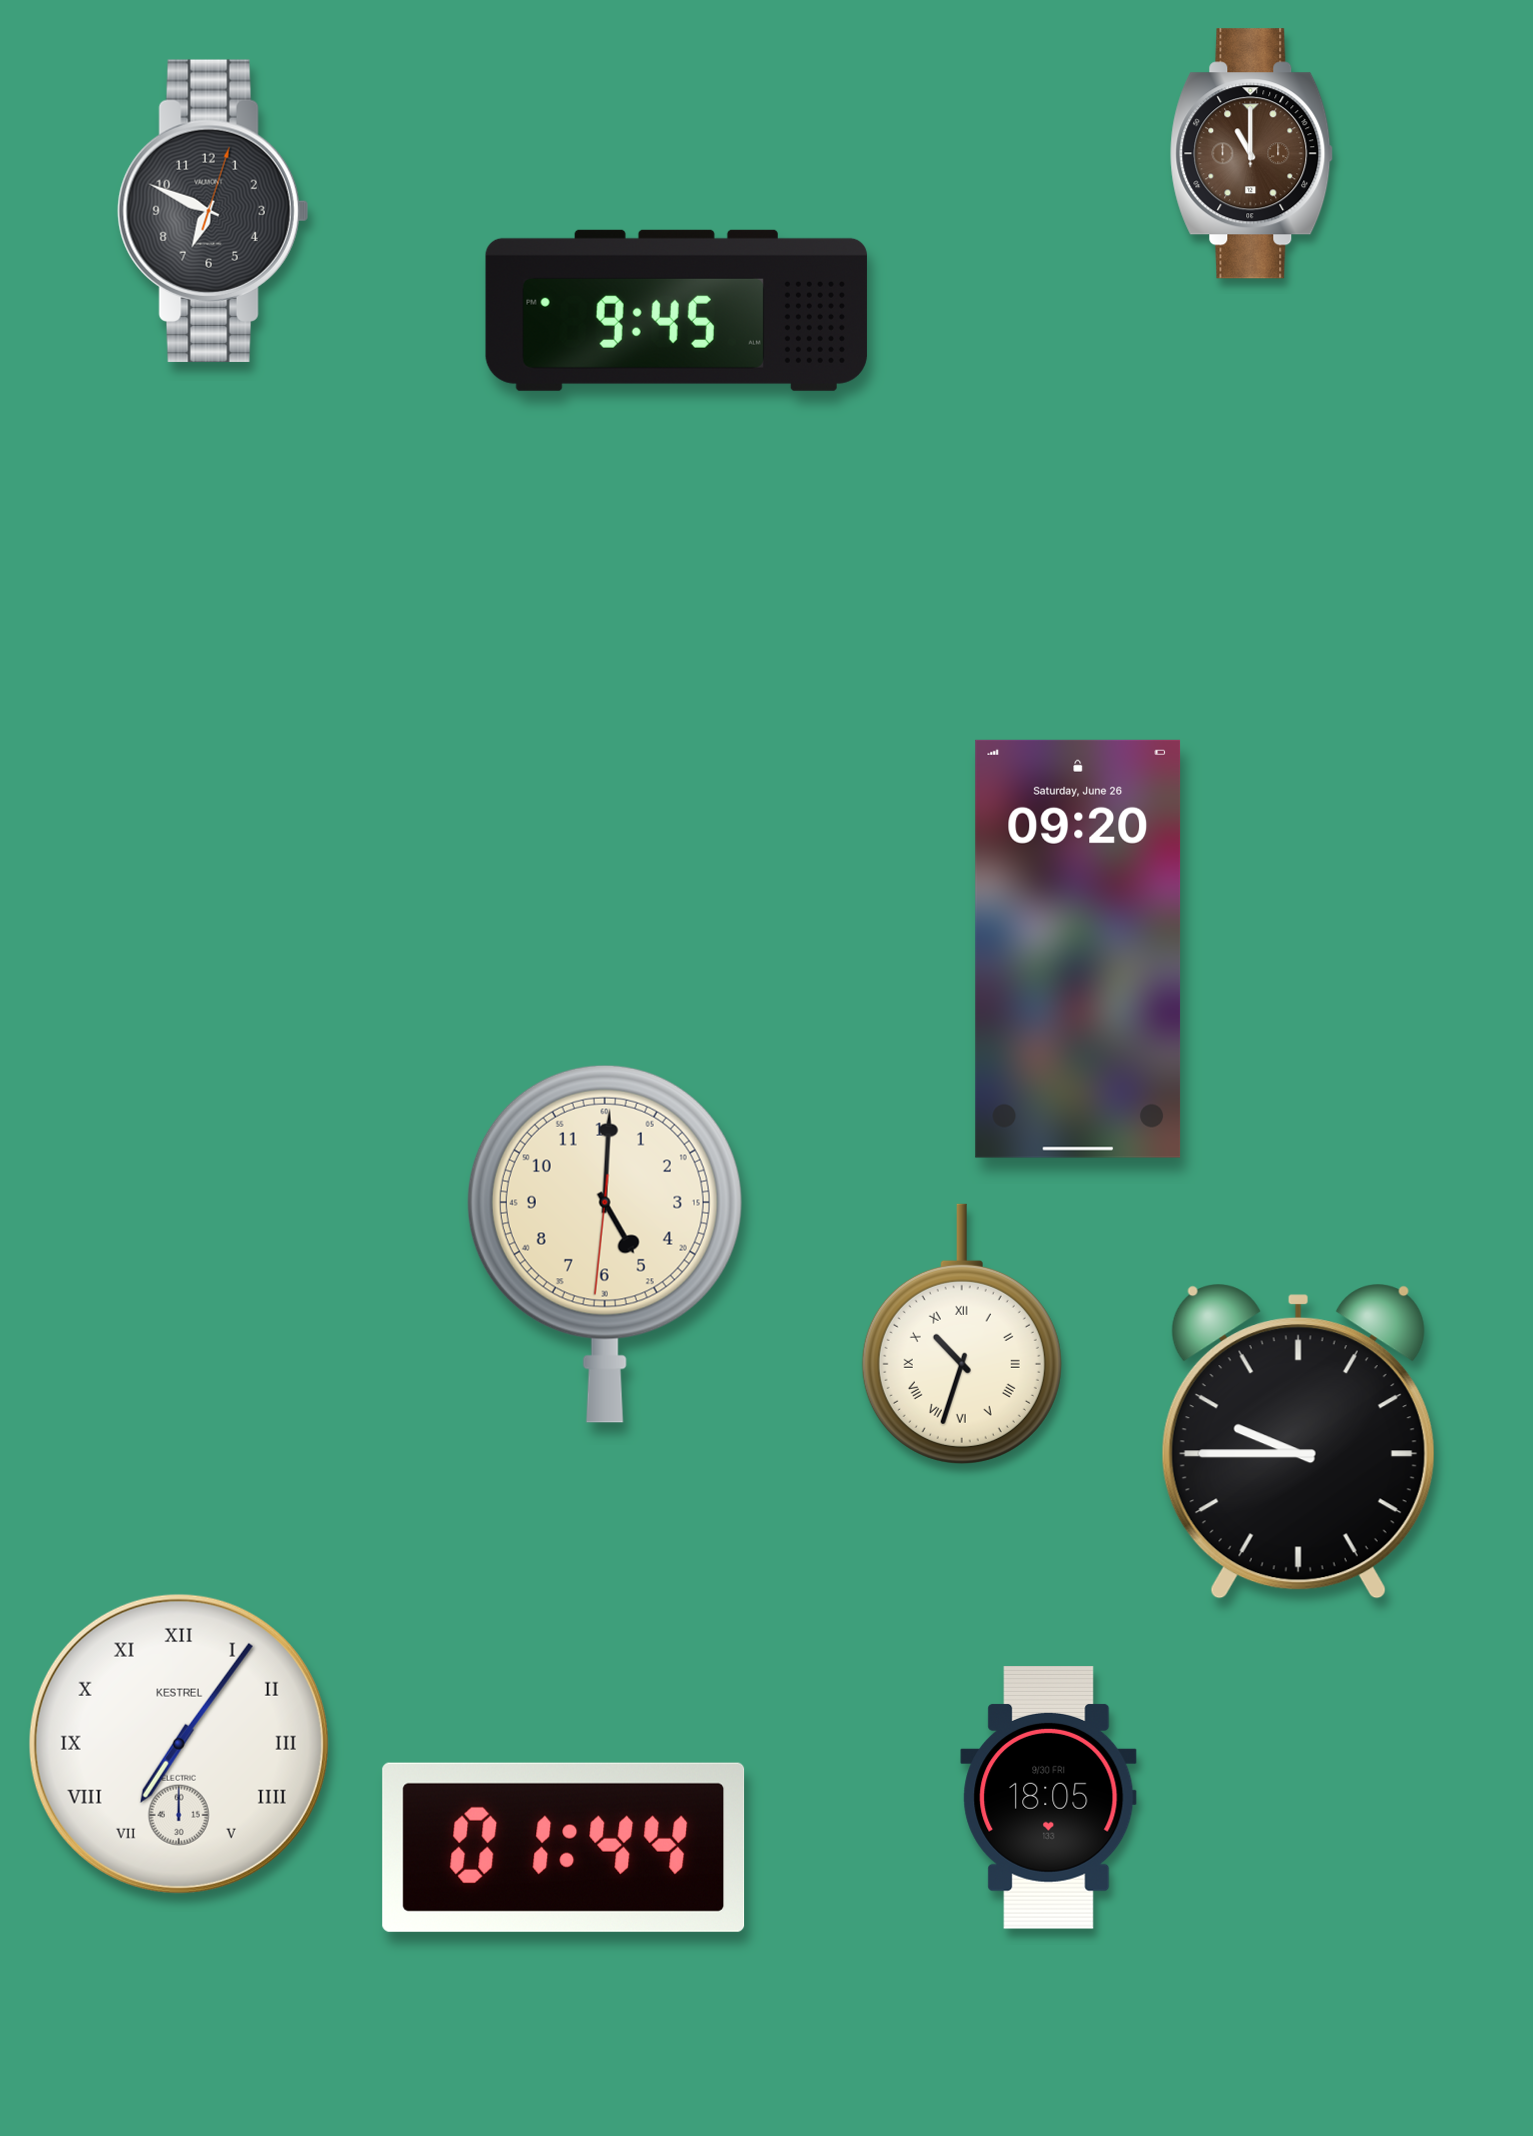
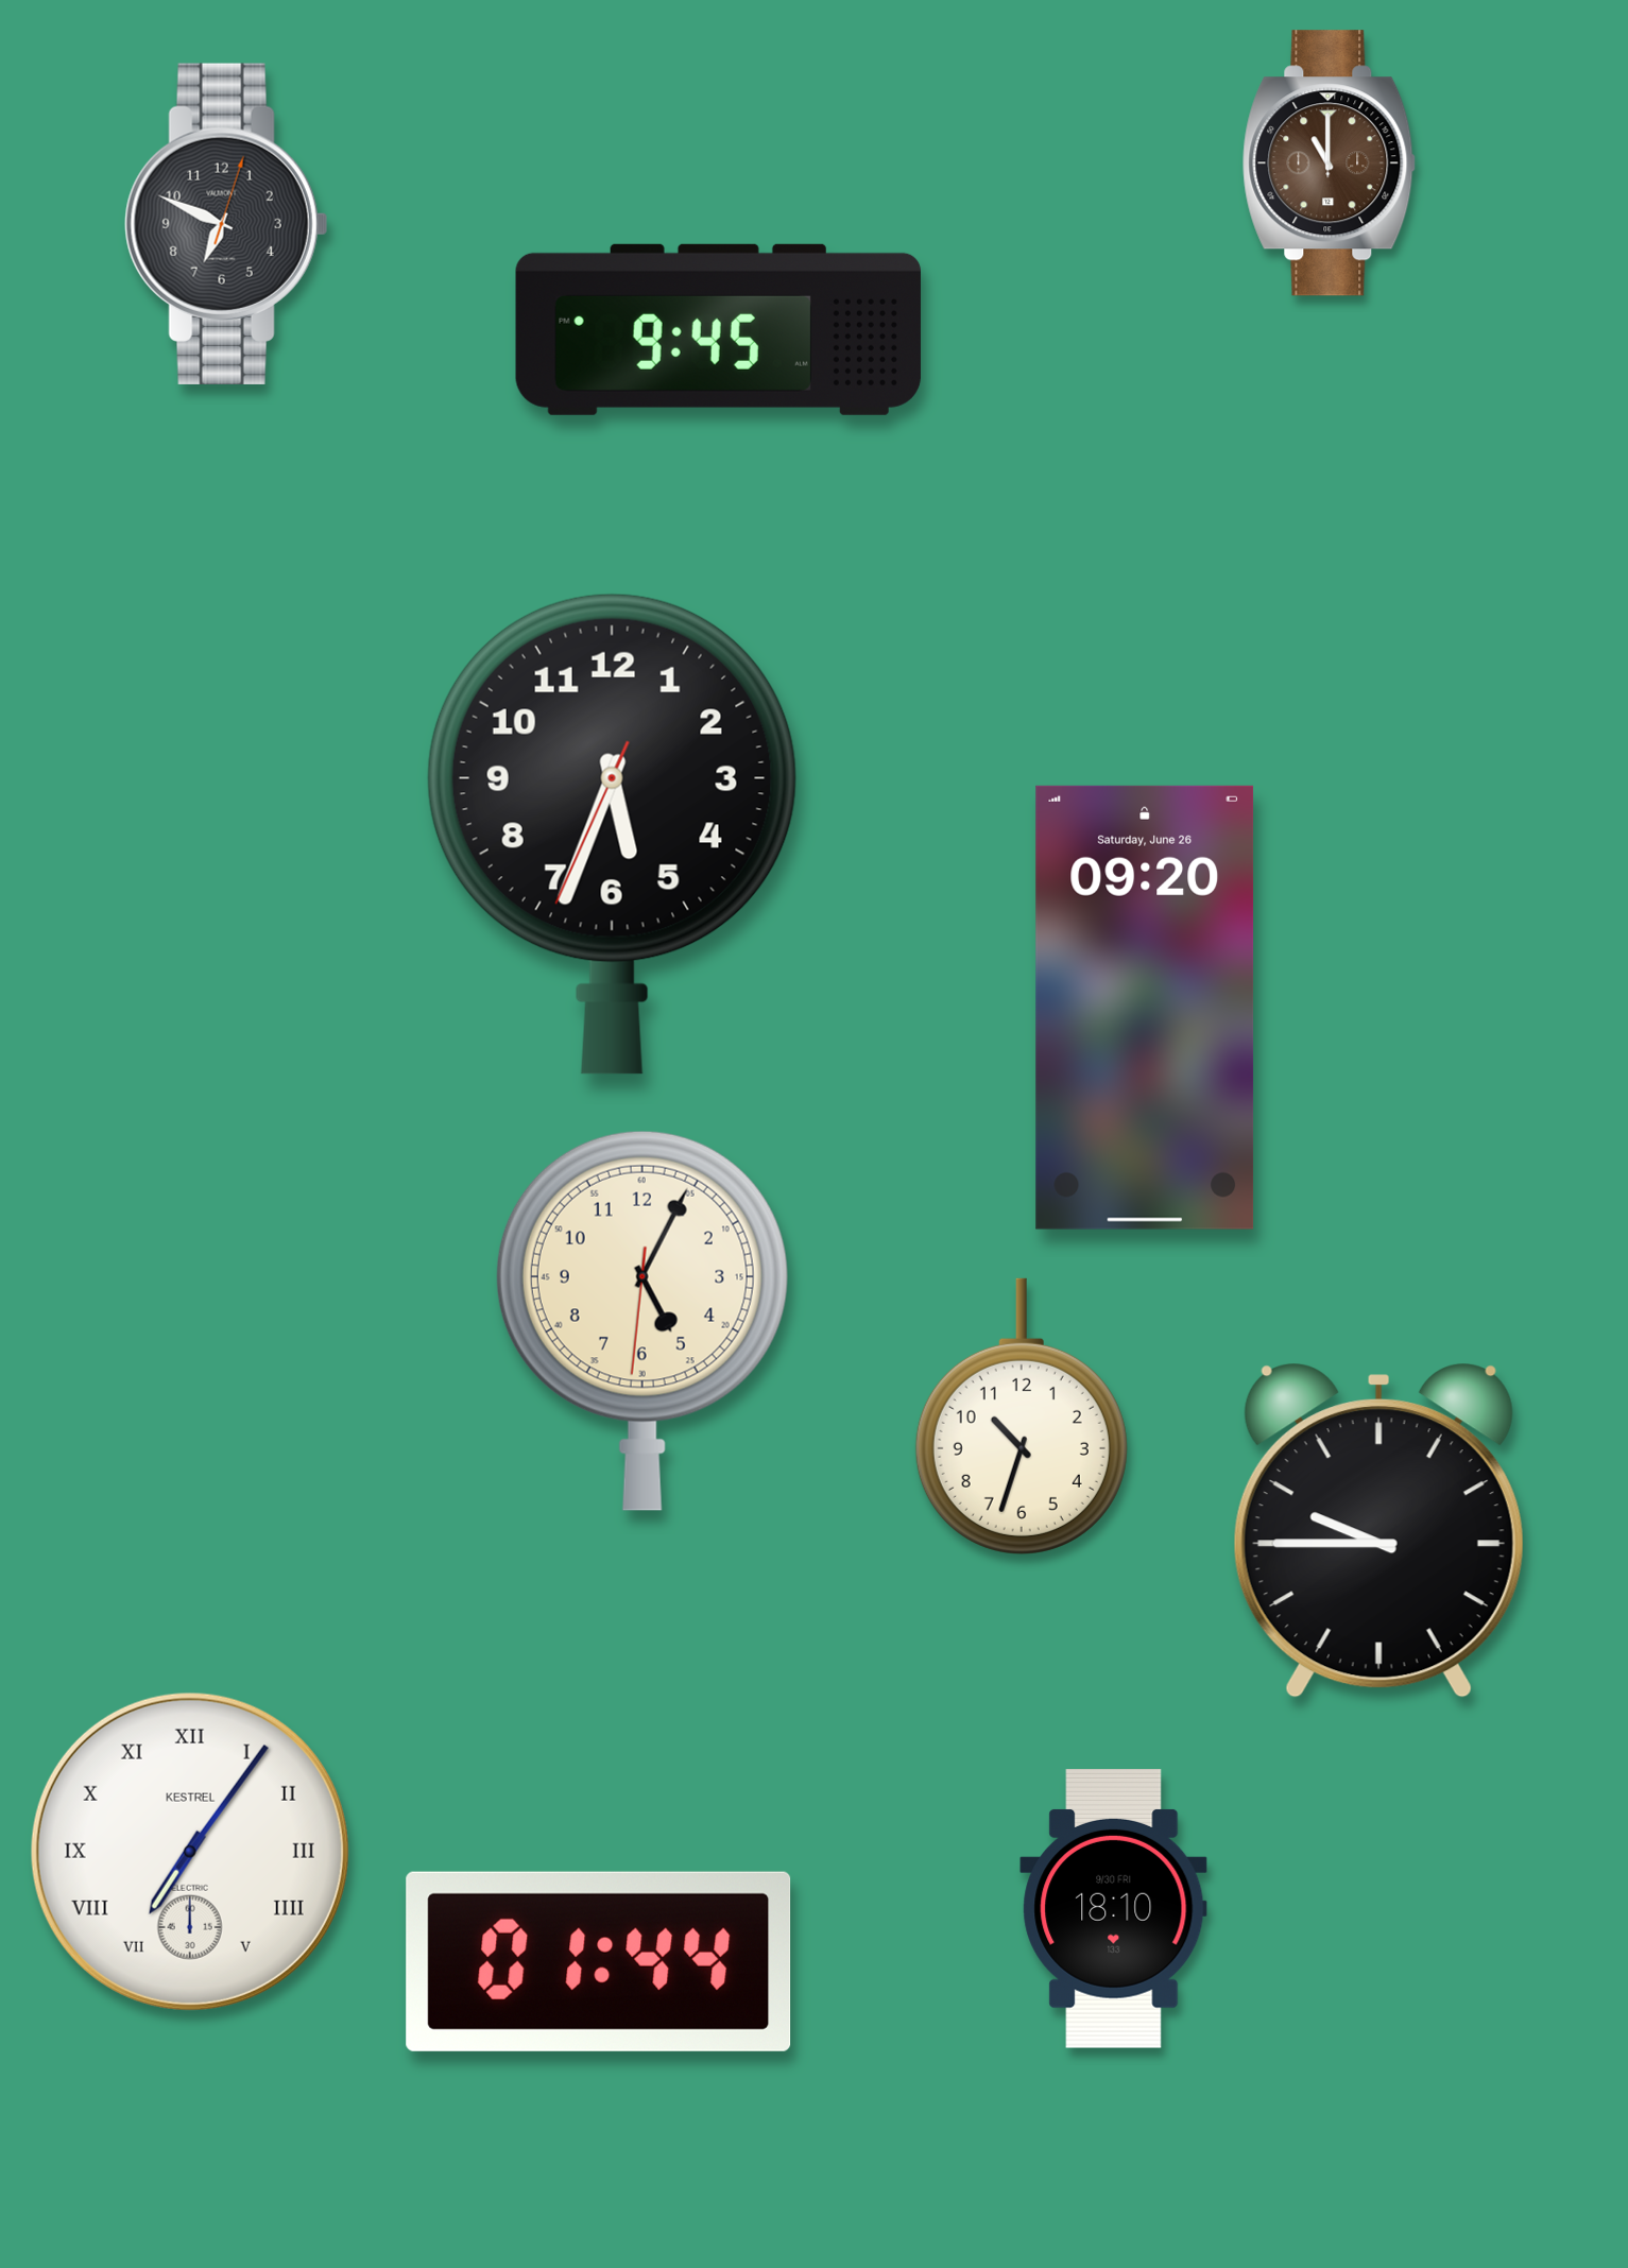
clock at (612, 834): none -> 5:33
clock at (605, 1244): 5:00 -> 5:04
clock at (962, 1334) numerals: Roman -> Arabic
clock at (1049, 1798): 18:05 -> 18:10
